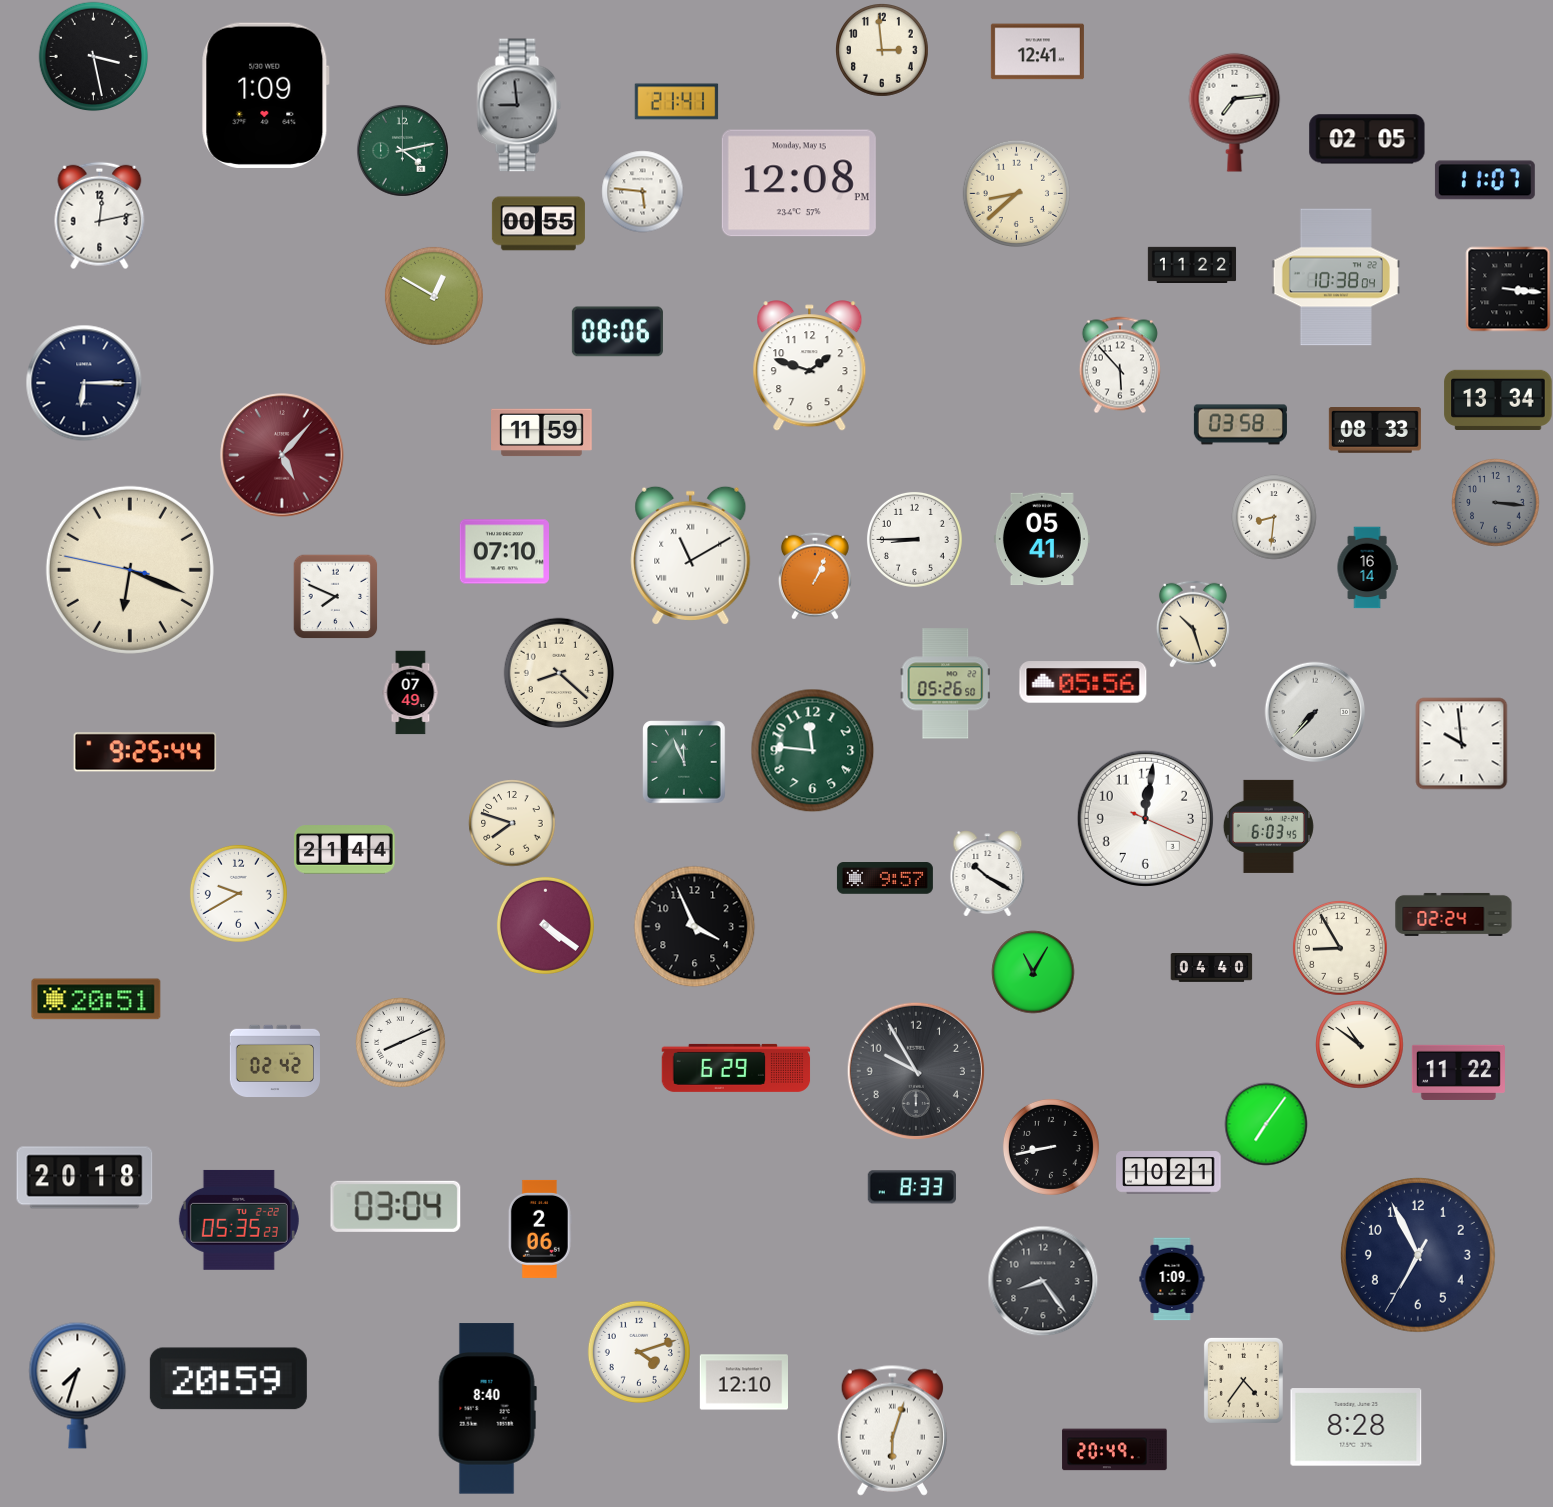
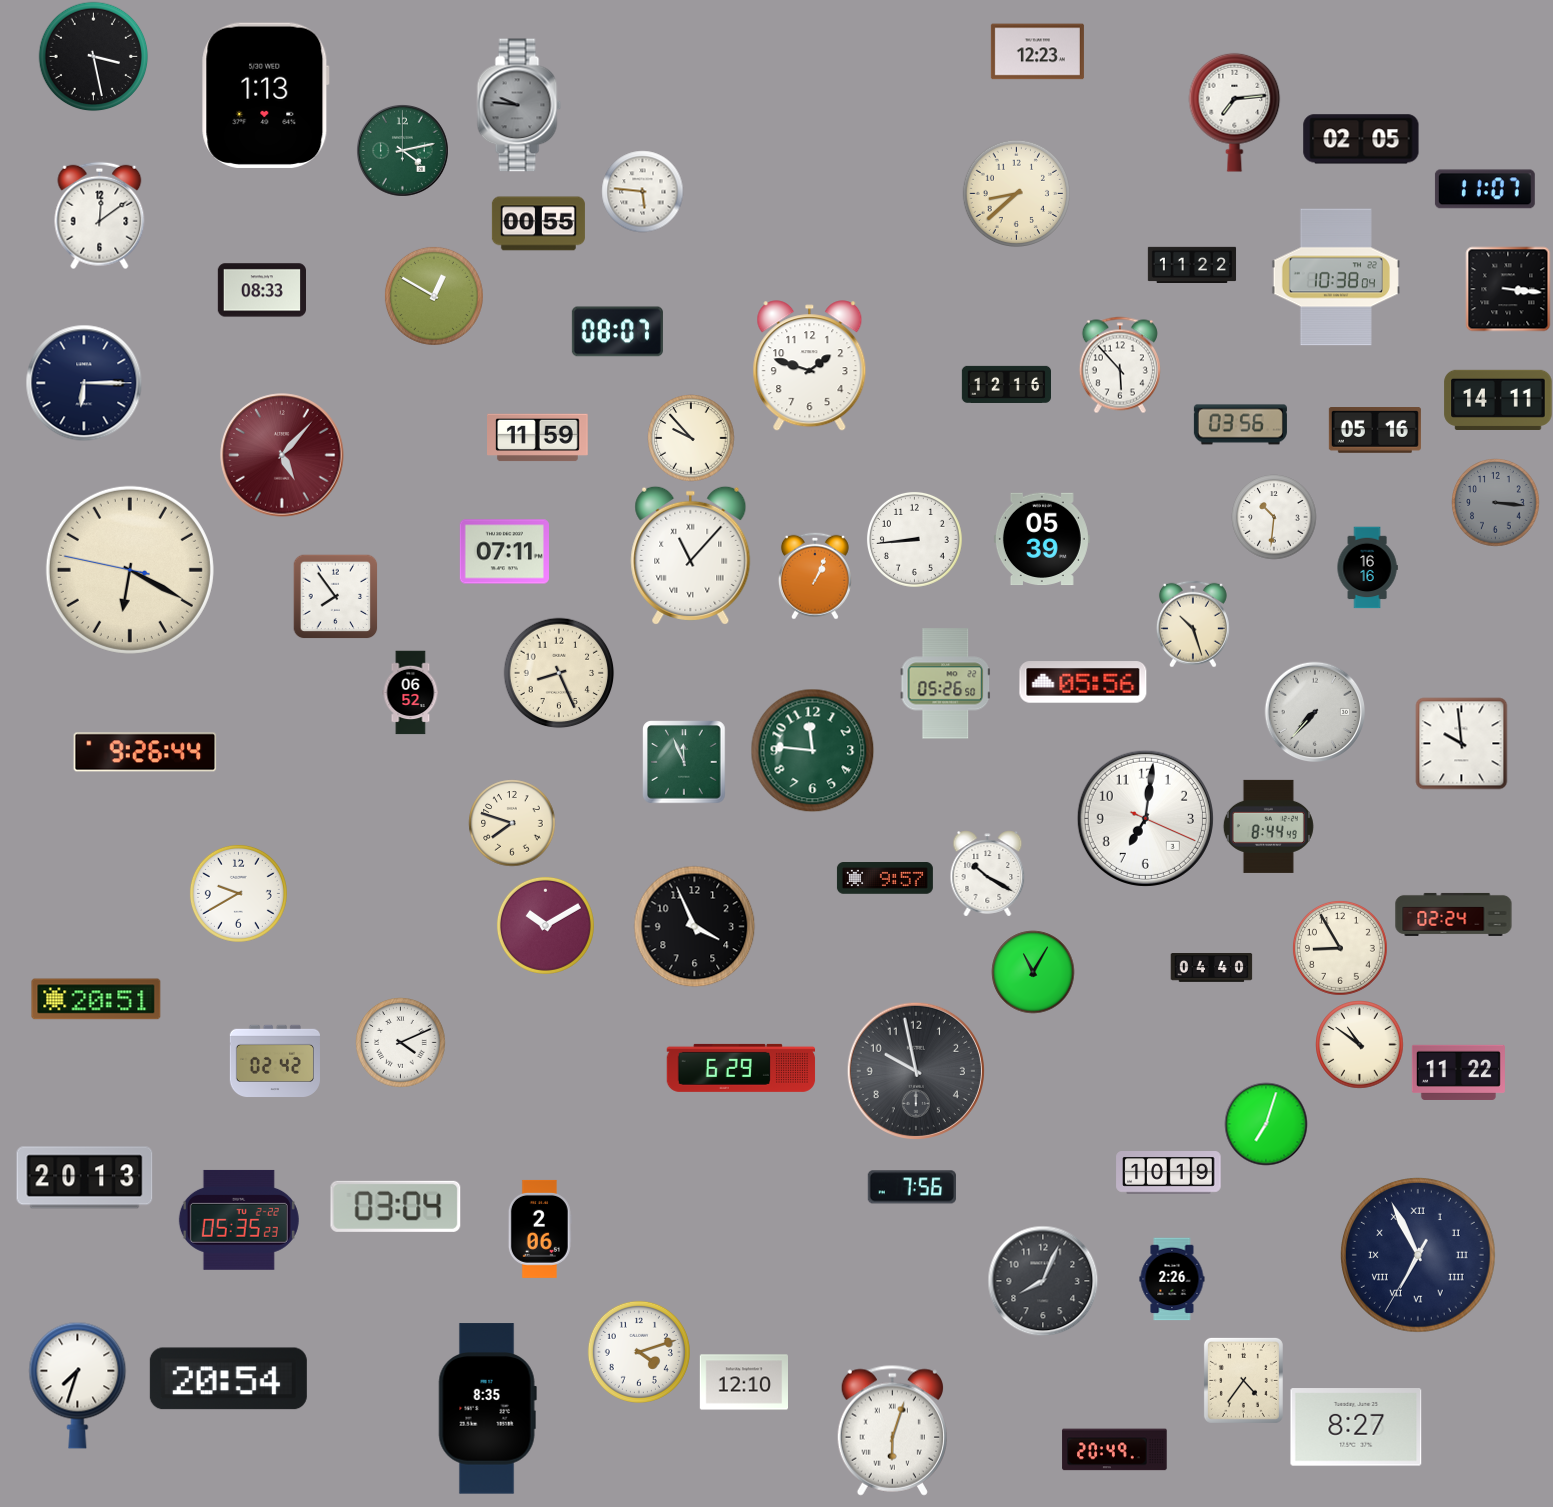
clock at (882, 50): 2:59 -> none
clock at (1037, 52): 12:41 -> 12:23
clock at (266, 95): 1:09 -> 1:13
clock at (676, 102): 21:41 -> none
clock at (519, 105): 8:59 -> 9:46
clock at (1367, 139) position: (1367, 139) -> (1361, 139)
clock at (1485, 180) position: (1485, 180) -> (1485, 189)
clock at (799, 183): 12:08 -> none
clock at (100, 215): 12:13 -> 12:09
clock at (261, 290): none -> 08:33
clock at (617, 332): 08:06 -> 08:07
clock at (1006, 384): none -> 12:16
clock at (1498, 399): 13:34 -> 14:11
clock at (1240, 425): 03:58 -> 03:56
clock at (1375, 431): 08:33 -> 05:16
clock at (542, 433) position: (542, 433) -> (538, 438)
clock at (691, 438): none -> 9:53
clock at (1274, 517): 8:31 -> 10:31
clock at (914, 539): 8:45 -> 8:44
clock at (1042, 539): 05:41 -> 05:39
clock at (504, 552): 07:10 -> 07:11
clock at (691, 555): 11:10 -> 11:07
clock at (1367, 567): 16:14 -> 16:16
clock at (130, 570): 6:18 -> 6:19
clock at (335, 596): 7:49 -> 7:54
clock at (559, 673): 8:22 -> 8:26
clock at (411, 692): 07:49 -> 06:52
clock at (145, 752): 9:25 -> 9:26
clock at (1145, 818): 12:01 -> 7:01
clock at (1268, 826): 6:03 -> 8:44
clock at (345, 850): 21:44 -> none
clock at (545, 925): 4:21 -> 10:10
clock at (400, 1042): 8:11 -> 4:11
clock at (736, 1068) position: (736, 1068) -> (741, 1068)
clock at (916, 1071): 9:55 -> 9:58
clock at (1266, 1124): 7:06 -> 7:03
clock at (1051, 1147): 8:43 -> none
clock at (1169, 1173): 10:21 -> 10:19
clock at (85, 1178): 20:18 -> 20:13
clock at (912, 1187): 8:33 -> 7:56
clock at (1419, 1256) numerals: Arabic -> Roman
clock at (1172, 1279): 1:09 -> 2:26
clock at (1043, 1281): 8:24 -> 8:04
clock at (228, 1379): 20:59 -> 20:54
clock at (487, 1409): 8:40 -> 8:35
clock at (1356, 1427): 8:28 -> 8:27
